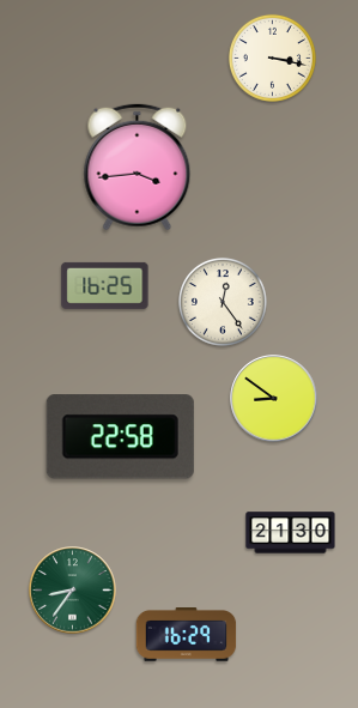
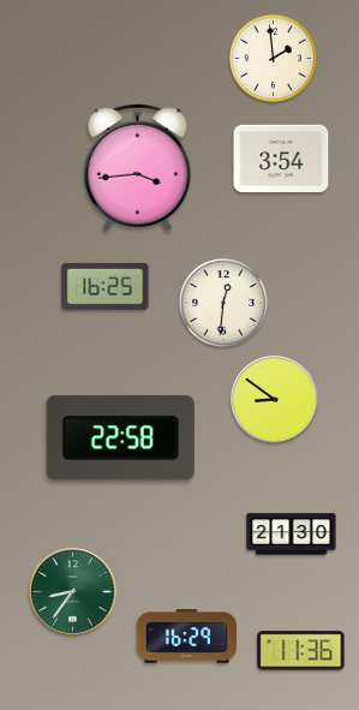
clock at (272, 58): 3:17 -> 1:59
clock at (281, 157): none -> 3:54
clock at (223, 302): 12:24 -> 12:31
clock at (301, 651): none -> 11:36
